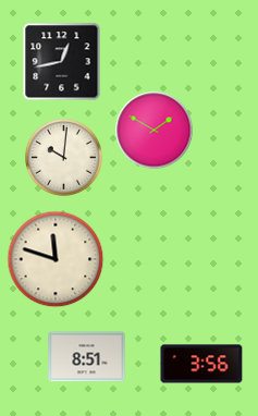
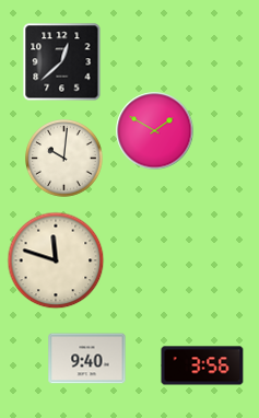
clock at (62, 62): 12:43 -> 12:38
clock at (87, 357): 8:51 -> 9:40
